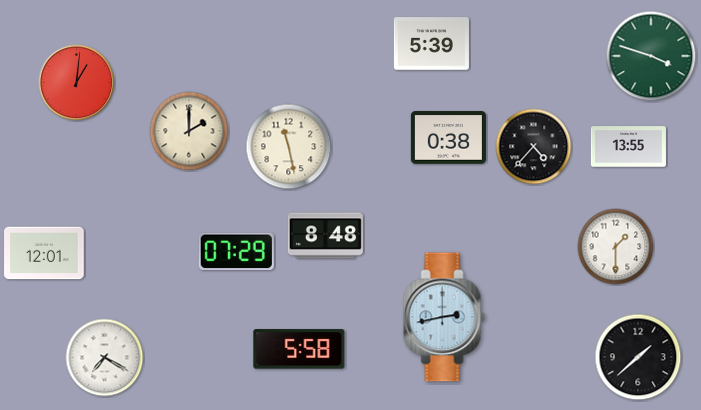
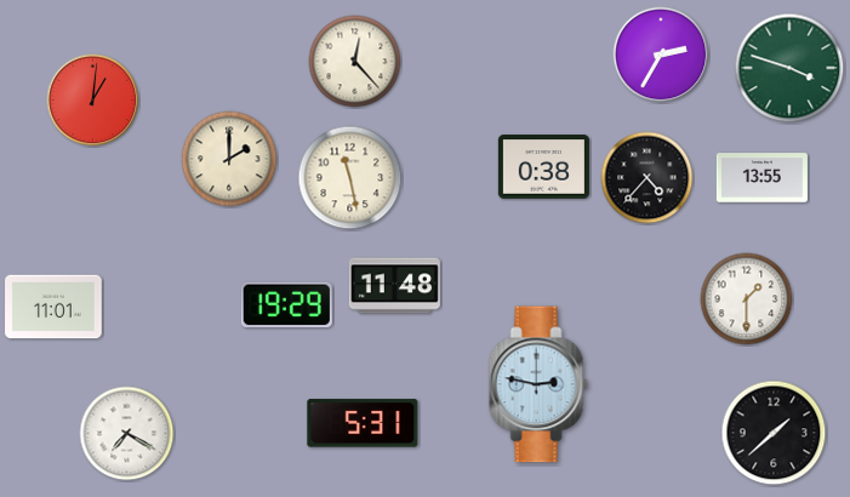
clock at (431, 44): 5:39 -> none
clock at (661, 55): none -> 2:35
clock at (355, 62): none -> 12:23
clock at (325, 236): 8:48 -> 11:48
clock at (236, 252): 07:29 -> 19:29
clock at (44, 253): 12:01 -> 11:01
clock at (444, 317): 2:43 -> 2:47
clock at (299, 349): 5:58 -> 5:31
